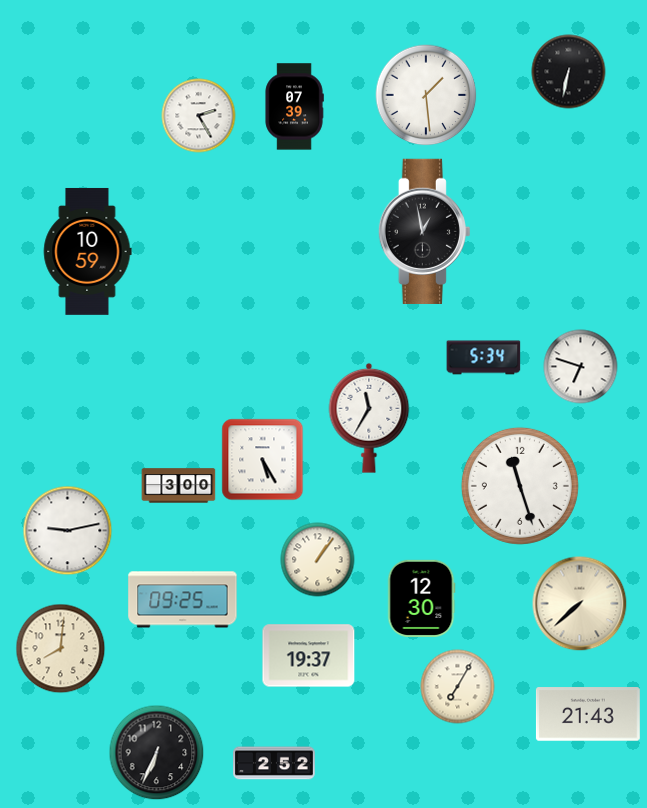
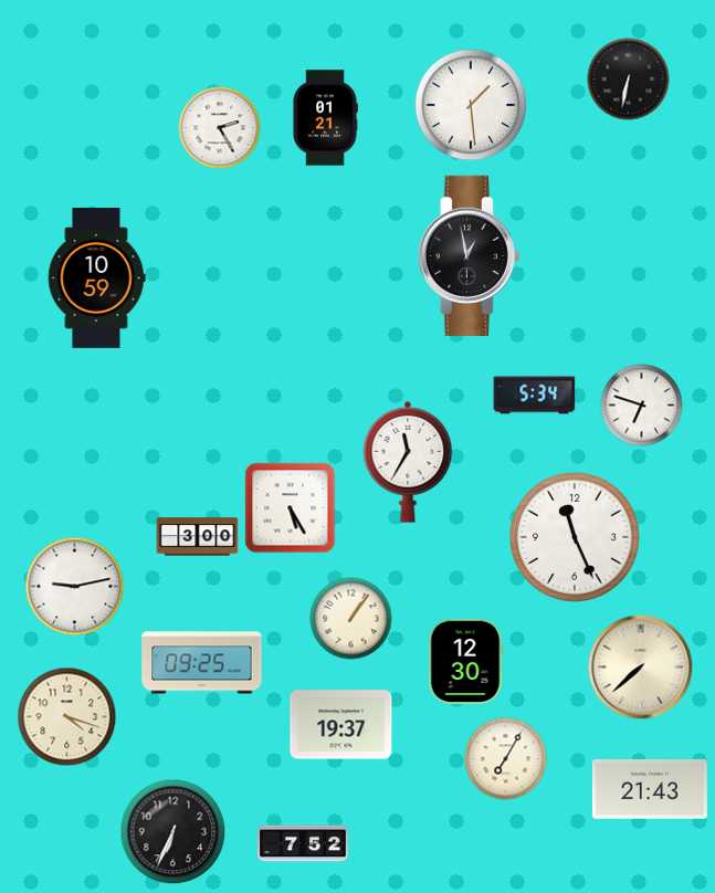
clock at (294, 107): 07:39 -> 01:21
clock at (520, 486): 11:27 -> 11:26
clock at (61, 649): 8:01 -> 4:18
clock at (274, 763): 2:52 -> 7:52
